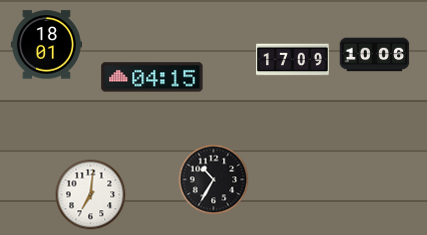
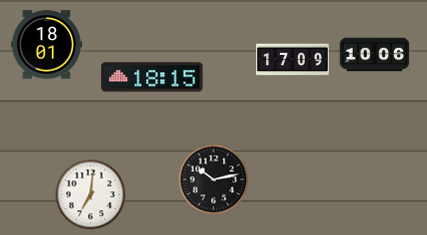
clock at (152, 77): 04:15 -> 18:15
clock at (214, 180): 10:35 -> 10:13
